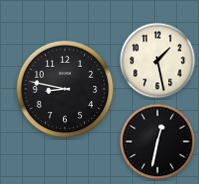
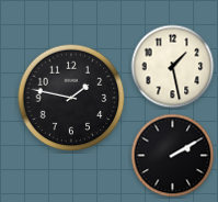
clock at (65, 89): 8:47 -> 1:47
clock at (158, 142): 12:32 -> 2:10
